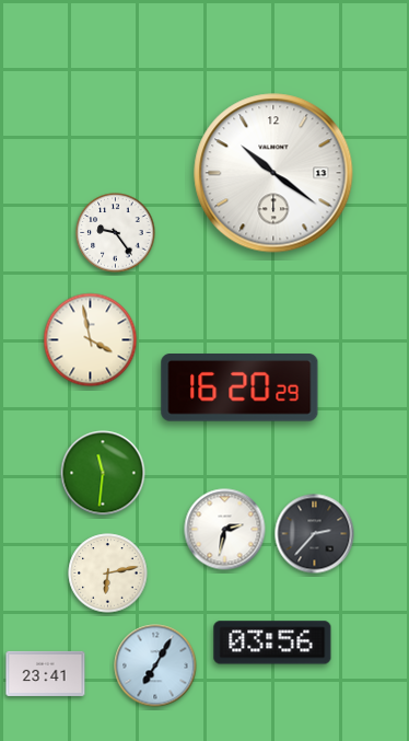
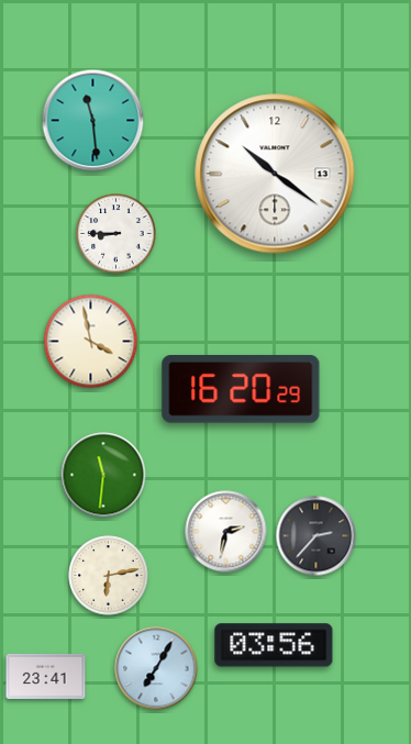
clock at (93, 121): none -> 11:29
clock at (116, 233): 9:24 -> 8:45
